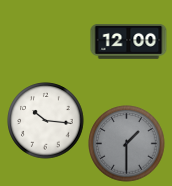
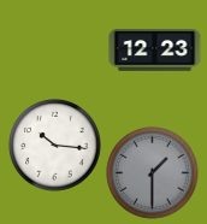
clock at (129, 42): 12:00 -> 12:23
